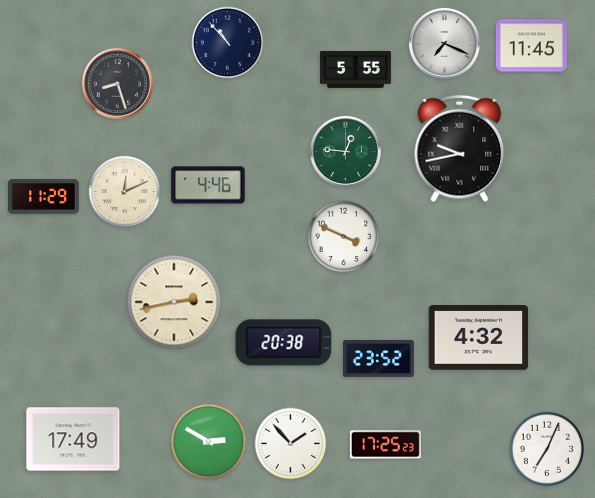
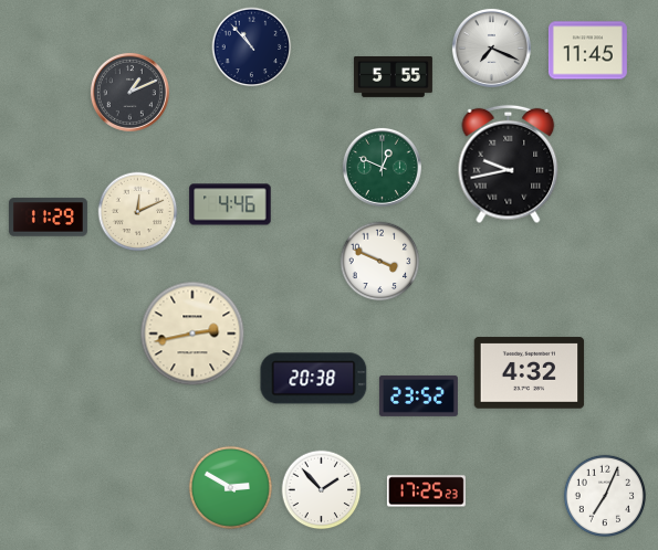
clock at (117, 83): 8:27 -> 1:11
clock at (345, 151): 12:46 -> 12:49
clock at (73, 439): 17:49 -> none
